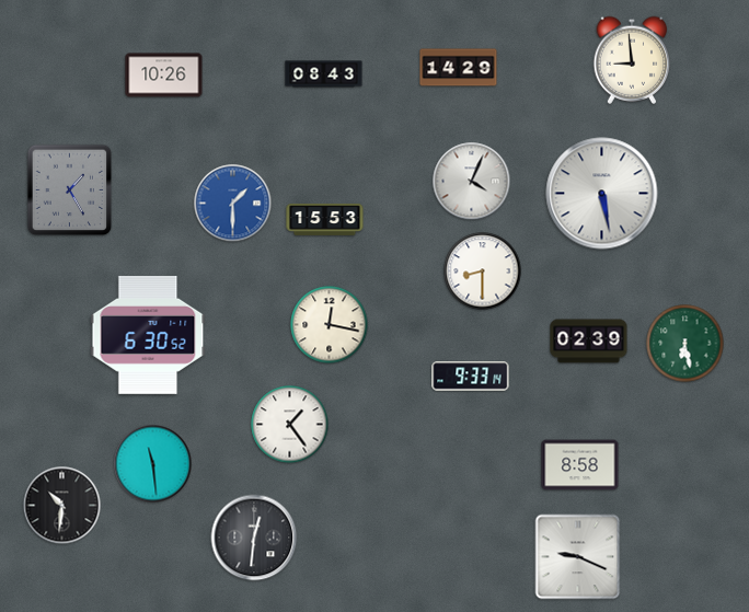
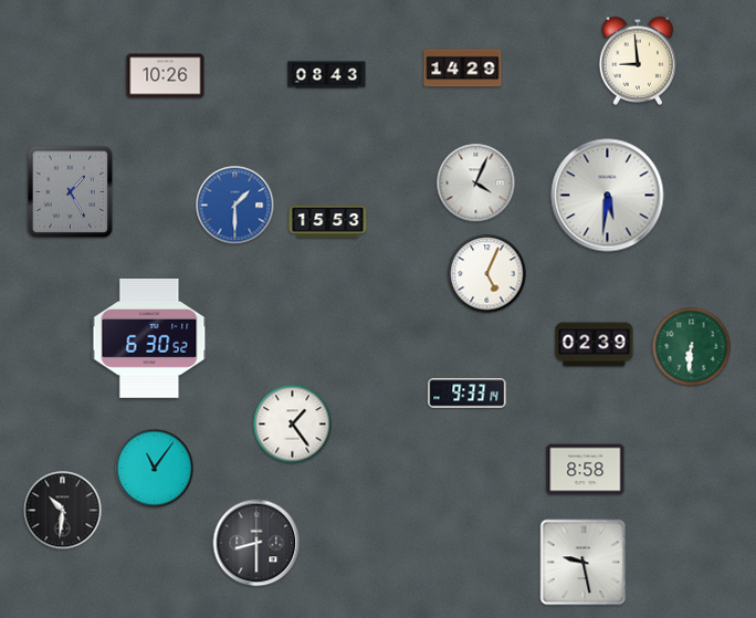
clock at (602, 194): 5:28 -> 5:31
clock at (483, 272): 8:30 -> 5:04
clock at (330, 325): 12:17 -> none
clock at (685, 344): 6:28 -> 6:31
clock at (471, 377) position: (471, 377) -> (468, 394)
clock at (290, 425) position: (290, 425) -> (293, 425)
clock at (153, 464): 11:29 -> 11:06
clock at (254, 538): 12:31 -> 8:30
clock at (578, 557): 9:19 -> 9:28
